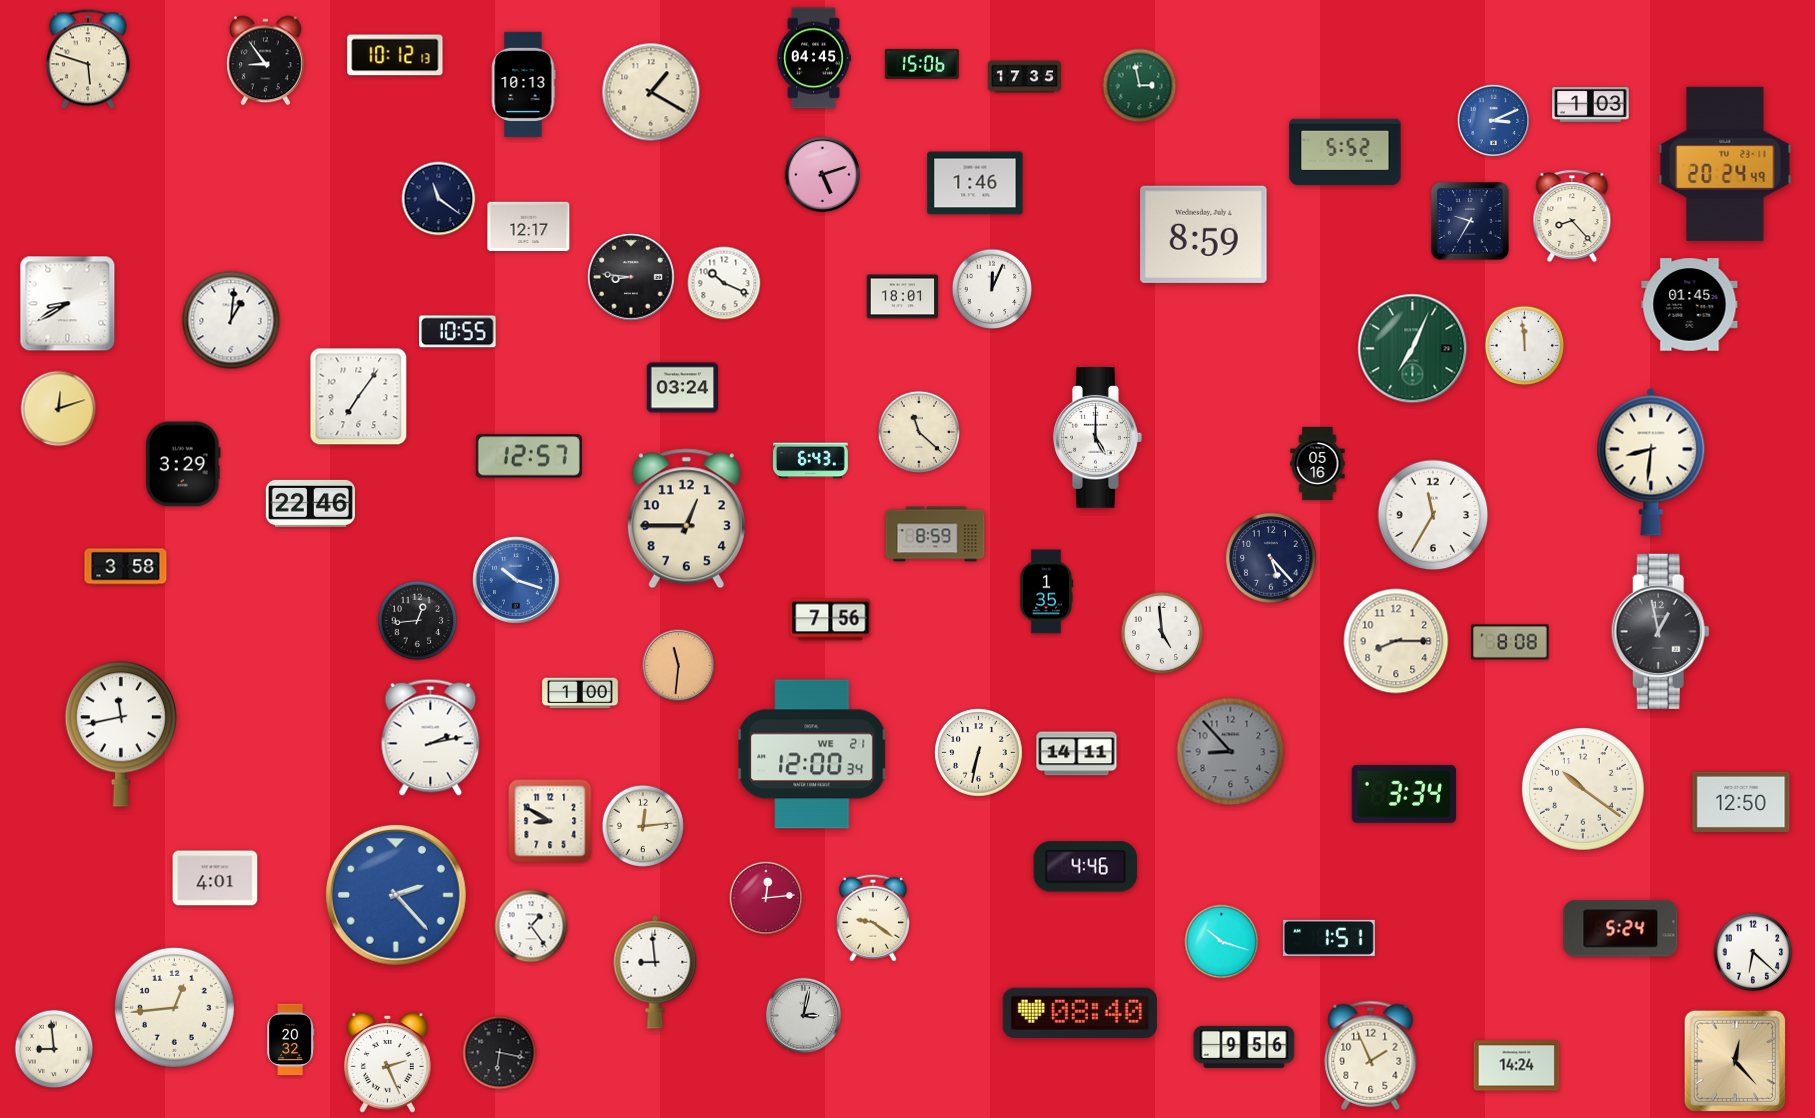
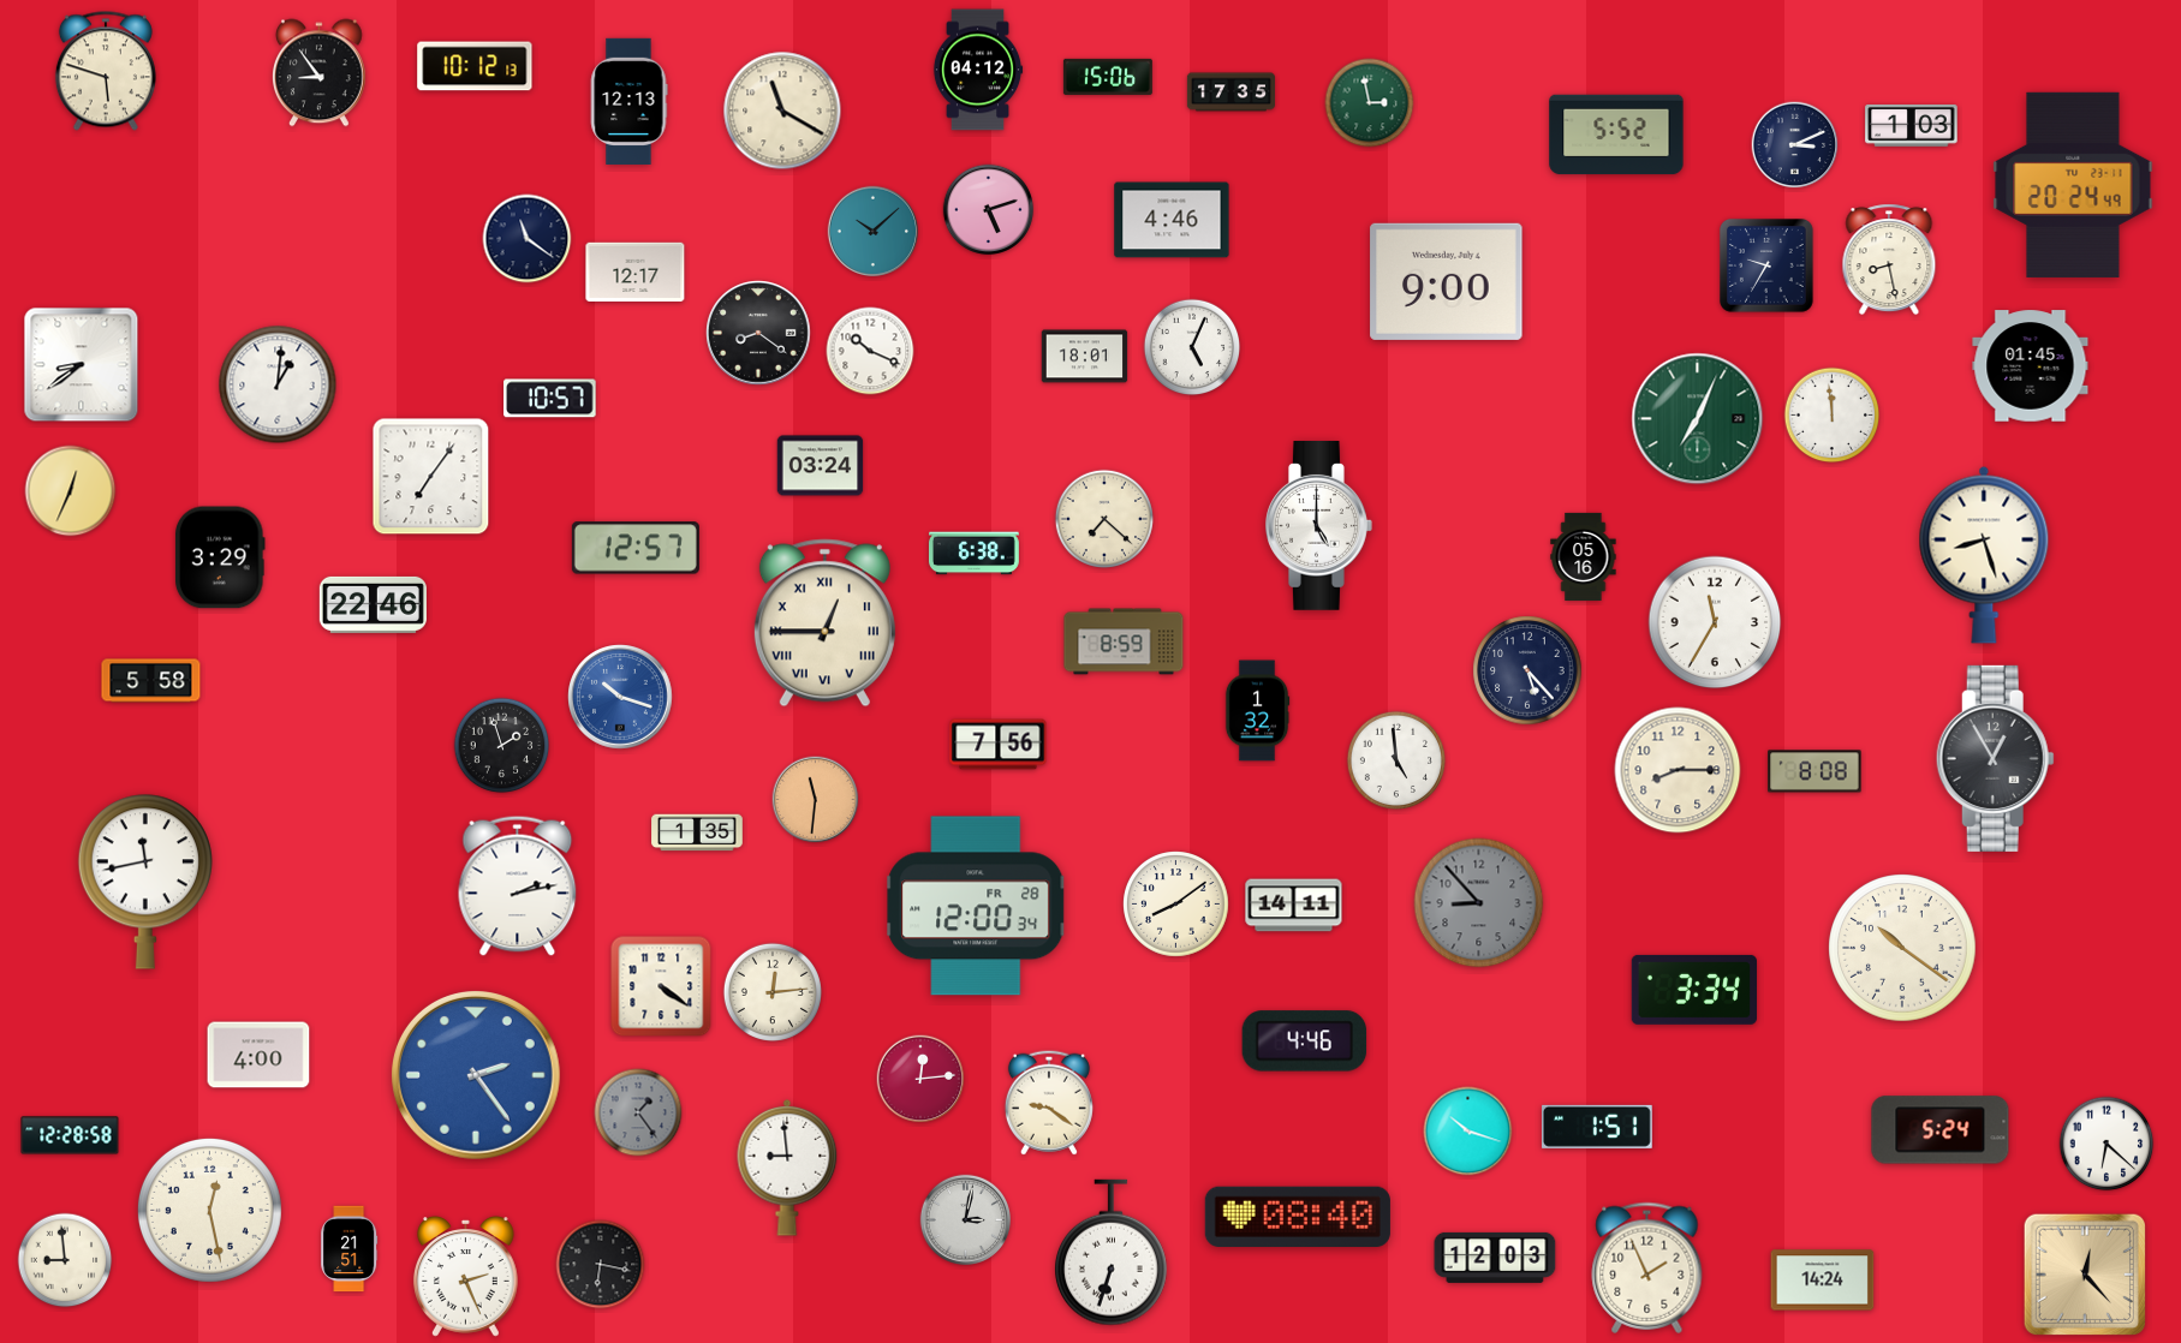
clock at (814, 58): 04:45 -> 04:12
clock at (523, 84): 10:13 -> 12:13
clock at (651, 92): 1:20 -> 11:20
clock at (1494, 121) dial: blue -> navy
clock at (1345, 152) position: (1345, 152) -> (1616, 135)
clock at (1725, 164) position: (1725, 164) -> (2073, 185)
clock at (975, 183): 1:46 -> 4:46
clock at (872, 231): none -> 10:08
clock at (1572, 216): 8:23 -> 8:28
clock at (1204, 234): 8:59 -> 9:00
clock at (631, 277): 8:46 -> 8:21
clock at (724, 283) position: (724, 283) -> (870, 351)
clock at (992, 289): 12:04 -> 5:04
clock at (68, 304): 8:40 -> 8:39
clock at (458, 332): 10:55 -> 10:57
clock at (59, 409): 12:12 -> 12:34
clock at (919, 432): 11:22 -> 7:22
clock at (811, 461): 6:43 -> 6:38
clock at (1651, 462): 8:31 -> 8:27
clock at (1433, 515) position: (1433, 515) -> (1715, 622)
clock at (686, 519) numerals: Arabic -> Roman
clock at (126, 567): 3:58 -> 5:58
clock at (1046, 592): 1:35 -> 1:32
clock at (418, 621): 12:44 -> 1:57
clock at (1660, 631): 12:58 -> 12:55
clock at (580, 693): 1:00 -> 1:35
clock at (979, 753): 6:32 -> 8:09
clock at (812, 754) date: WE 21 -> FR 28
clock at (1403, 794) position: (1403, 794) -> (1693, 990)
clock at (1741, 802): 12:50 -> none
clock at (550, 821): 8:50 -> 4:21
clock at (215, 878): 4:01 -> 4:00
clock at (396, 895): 2:23 -> 2:24
clock at (531, 926) dial: white -> grey
clock at (1621, 929) position: (1621, 929) -> (1941, 1130)
clock at (70, 1135): none -> 12:28
clock at (174, 1007): 12:44 -> 12:28
clock at (291, 1040): 20:32 -> 21:51
clock at (1110, 1253): none -> 6:33
clock at (1244, 1047): 9:56 -> 12:03
